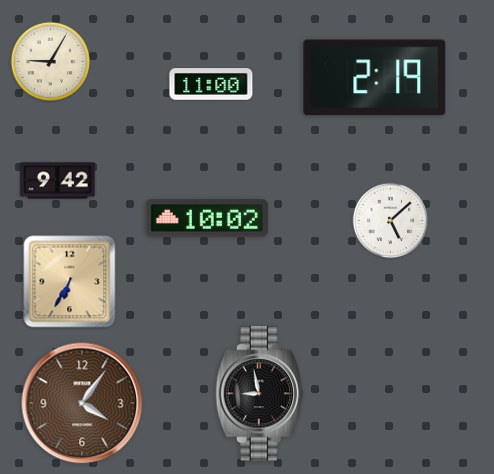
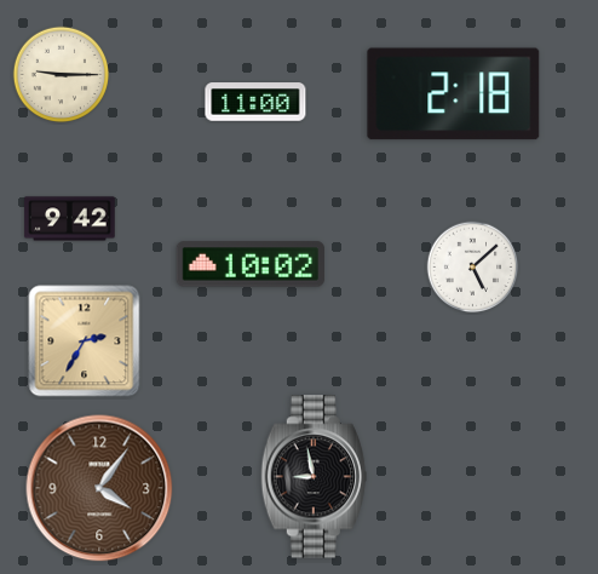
clock at (51, 62): 9:05 -> 9:15
clock at (375, 78): 2:19 -> 2:18
clock at (70, 282): 6:35 -> 2:35
